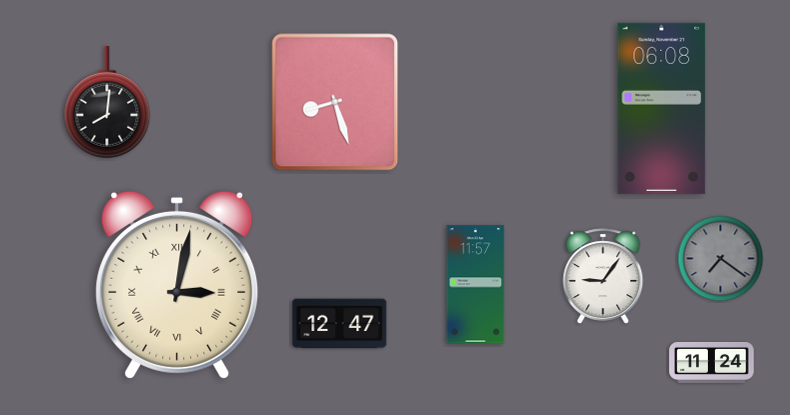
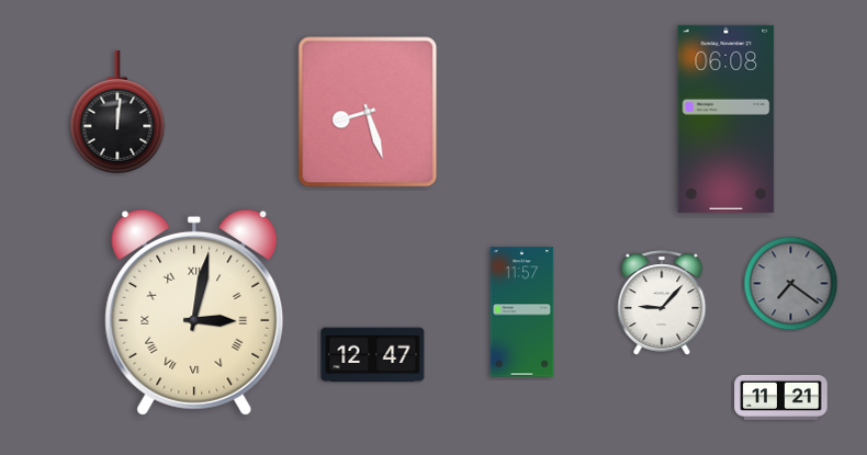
clock at (107, 102): 8:01 -> 12:01
clock at (603, 276): 9:06 -> 9:07
clock at (712, 362): 11:24 -> 11:21
